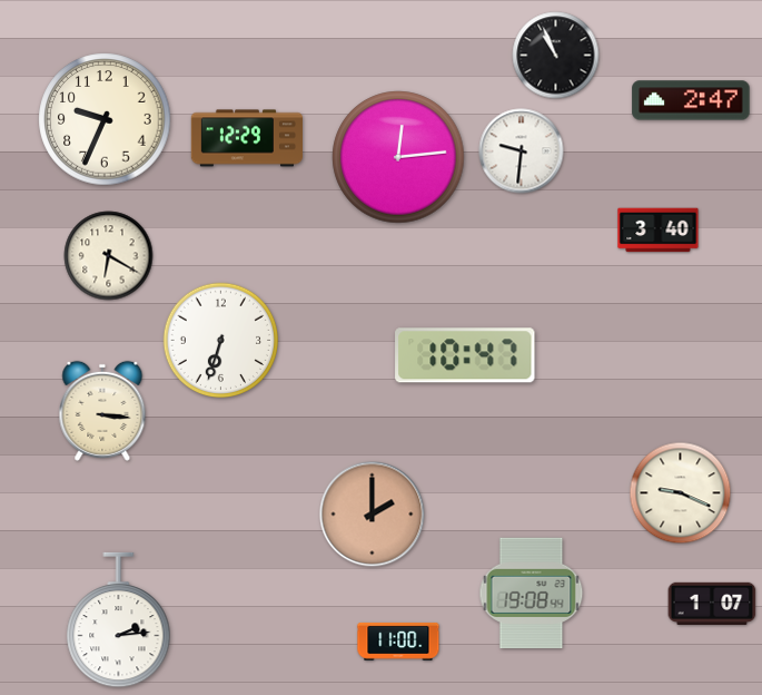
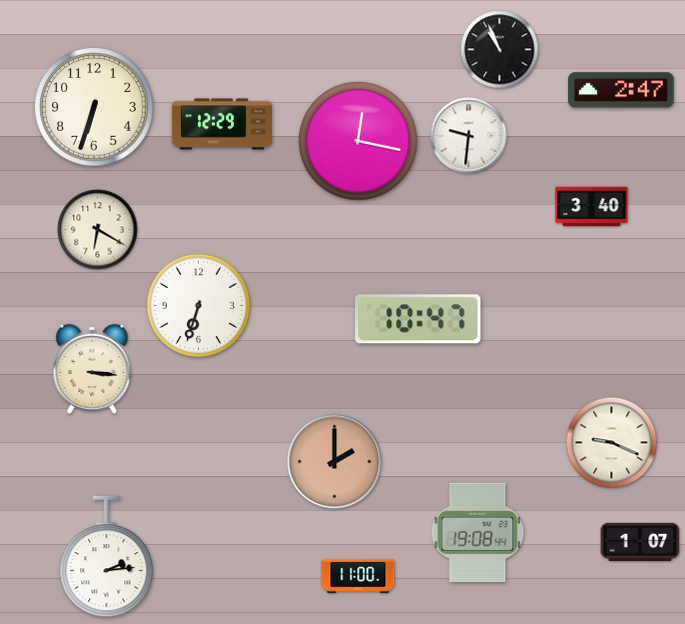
clock at (105, 119): 9:34 -> 6:33
clock at (398, 157): 12:14 -> 12:17
